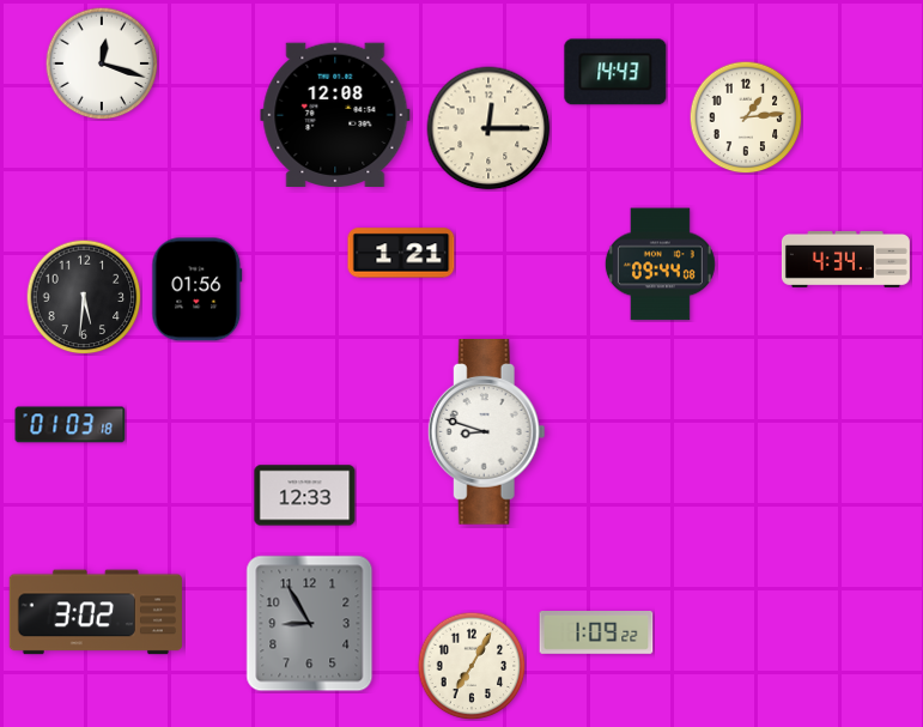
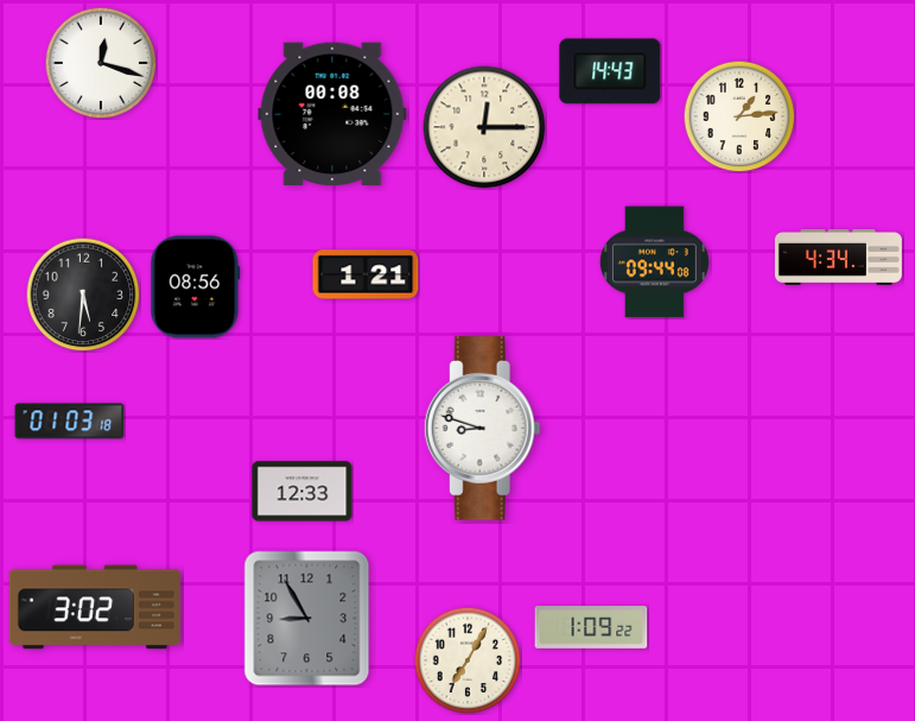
clock at (335, 114): 12:08 -> 00:08
clock at (401, 253) position: (401, 253) -> (366, 274)
clock at (198, 290): 01:56 -> 08:56
